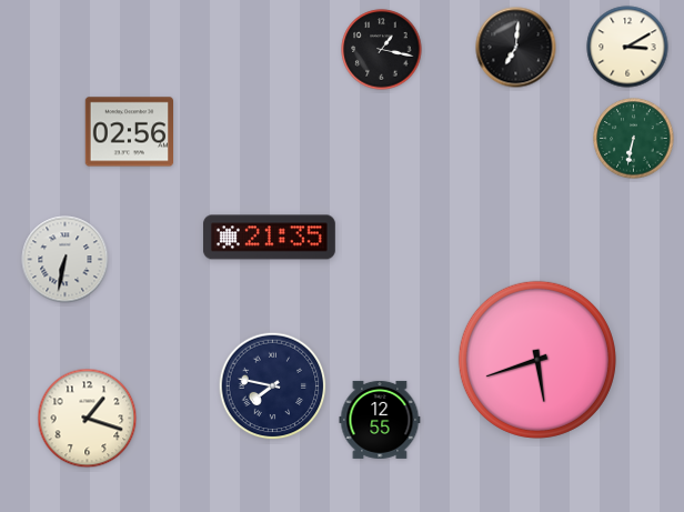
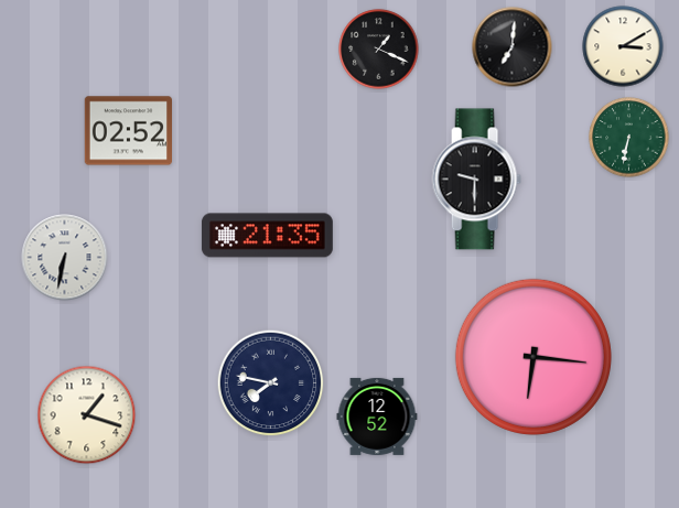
clock at (382, 50): 1:17 -> 1:19
clock at (130, 132): 02:56 -> 02:52
clock at (476, 180): none -> 9:30
clock at (537, 360): 5:42 -> 6:16
clock at (380, 420): 12:55 -> 12:52
